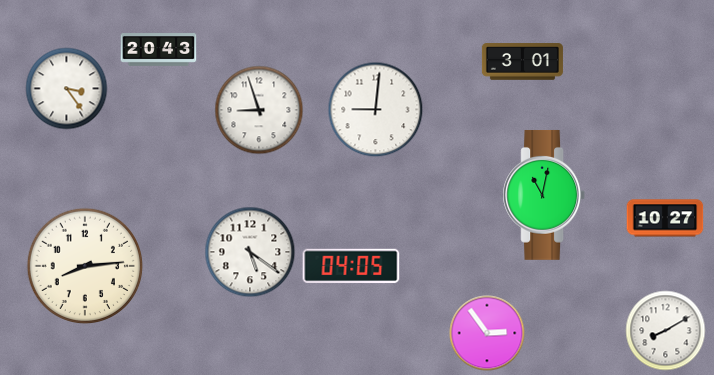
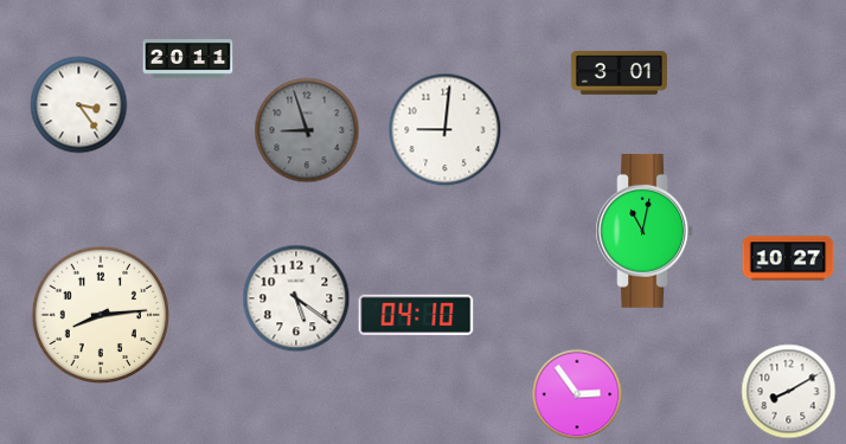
clock at (159, 50): 20:43 -> 20:11
clock at (259, 110) dial: white -> grey
clock at (351, 266): 04:05 -> 04:10
